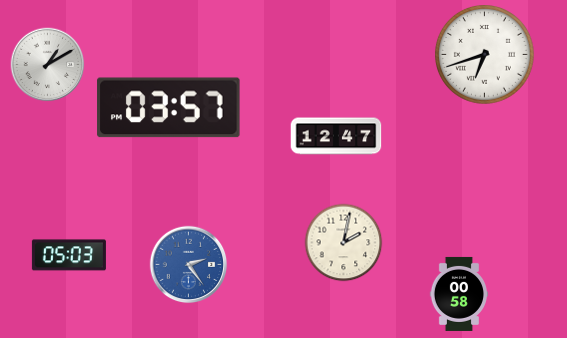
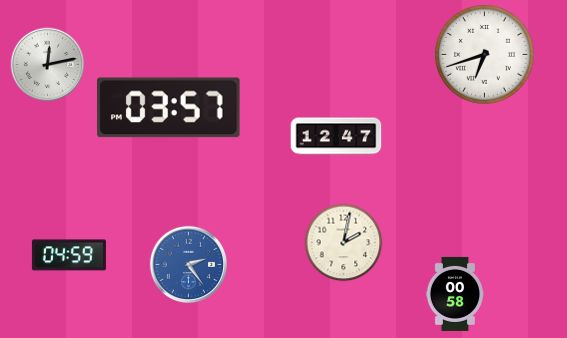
clock at (48, 65): 1:10 -> 12:13
clock at (69, 255): 05:03 -> 04:59
clock at (458, 294) position: (458, 294) -> (454, 294)
